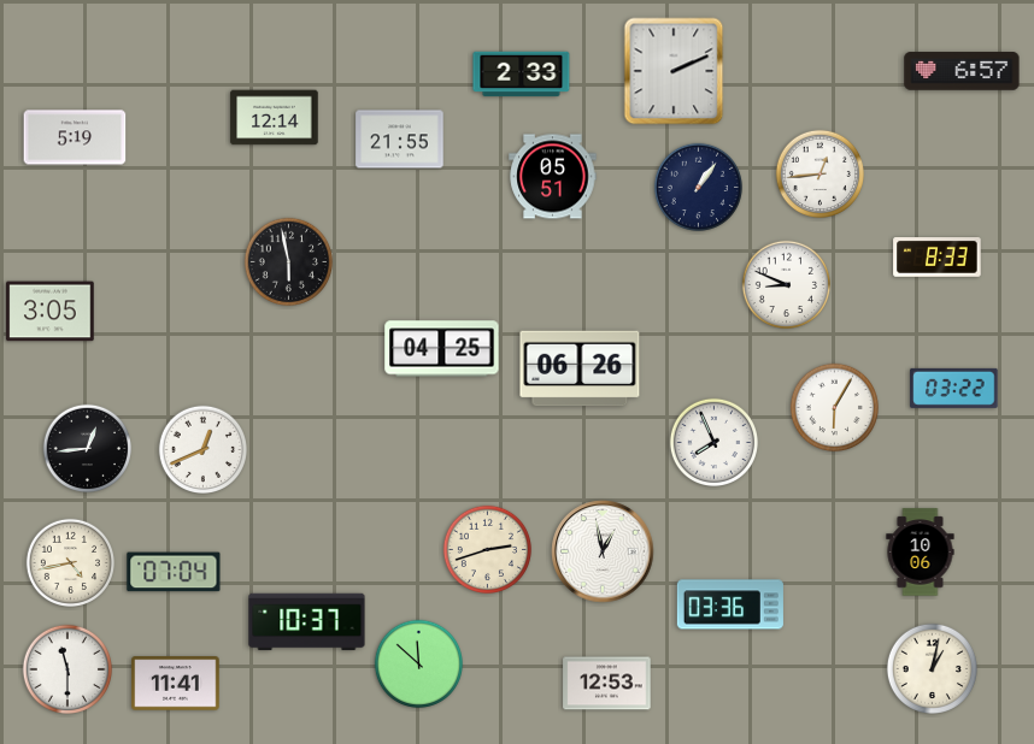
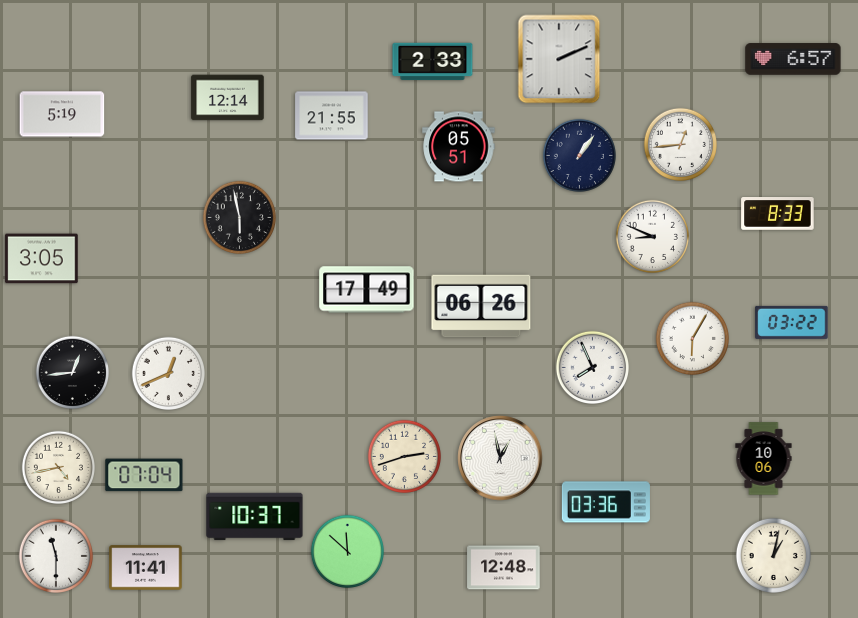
clock at (962, 71) position: (962, 71) -> (793, 59)
clock at (442, 349): 04:25 -> 17:49
clock at (607, 684): 12:53 -> 12:48
